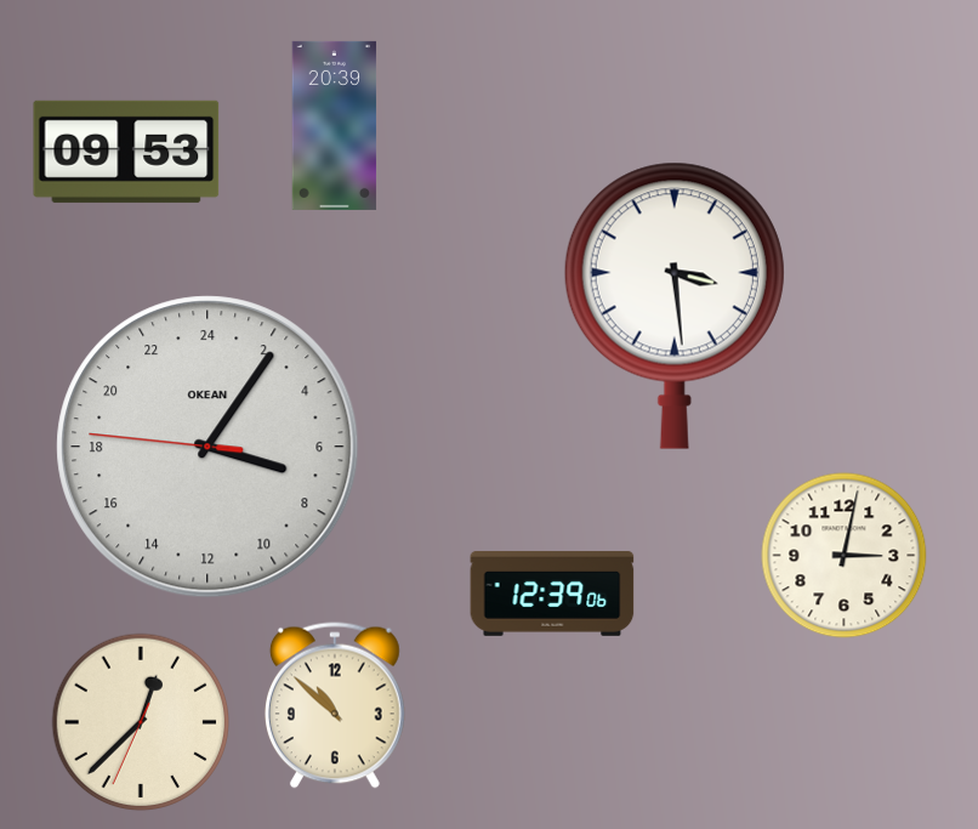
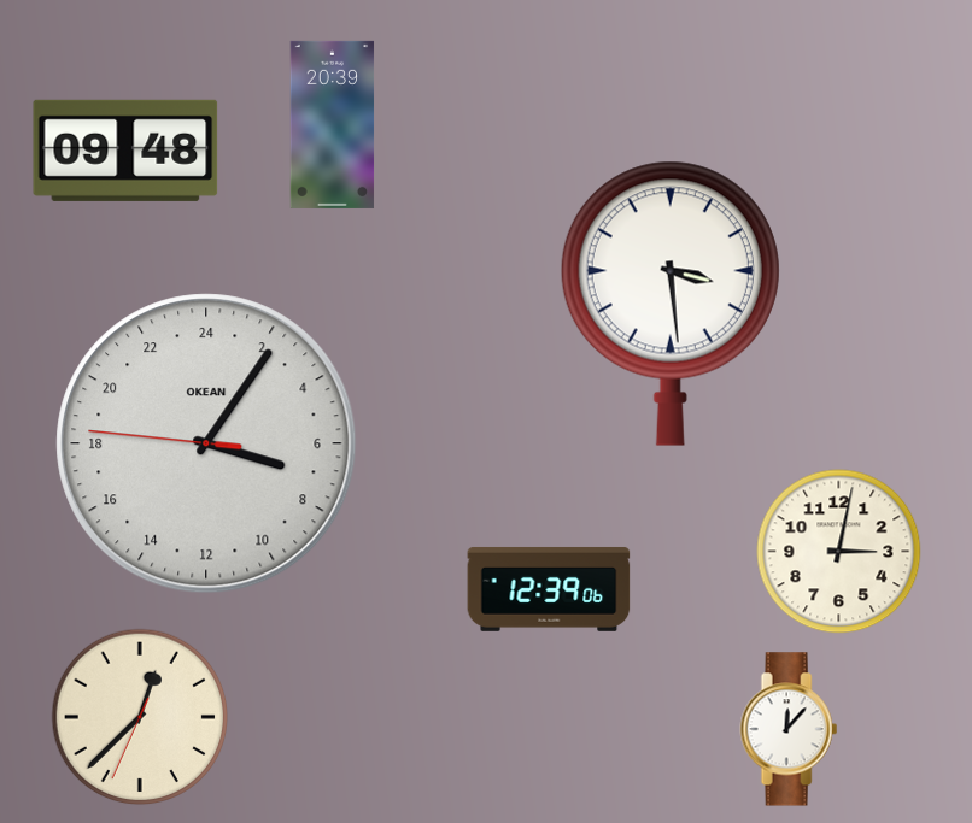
clock at (126, 152): 09:53 -> 09:48
clock at (335, 705): 10:52 -> none
clock at (789, 729): none -> 12:07
